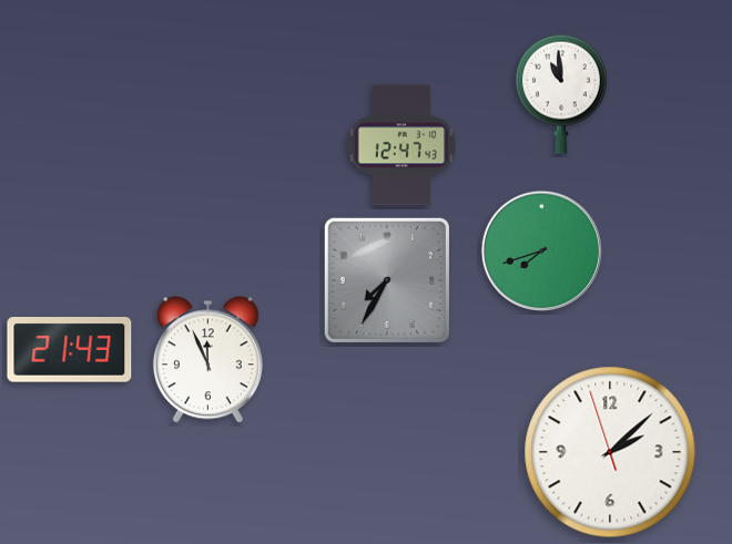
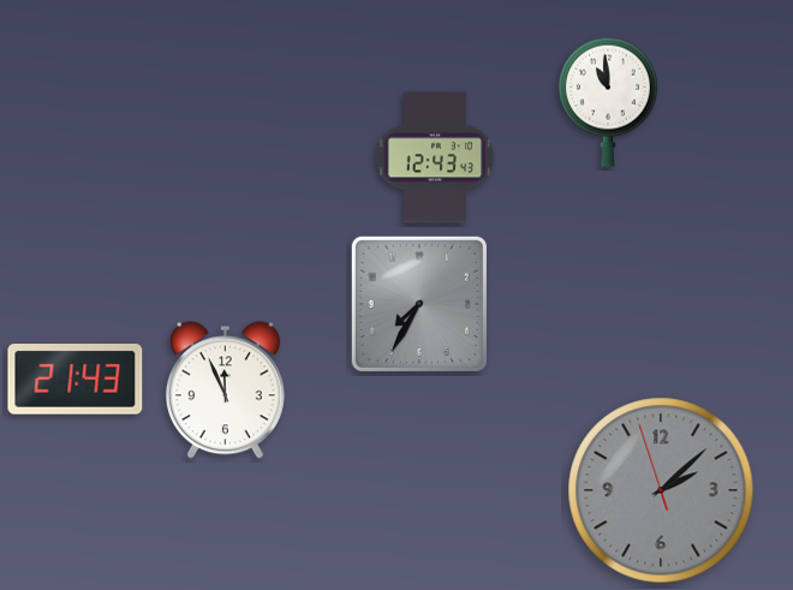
clock at (401, 145): 12:47 -> 12:43
clock at (541, 250): 7:42 -> none
clock at (610, 452) dial: white -> grey
